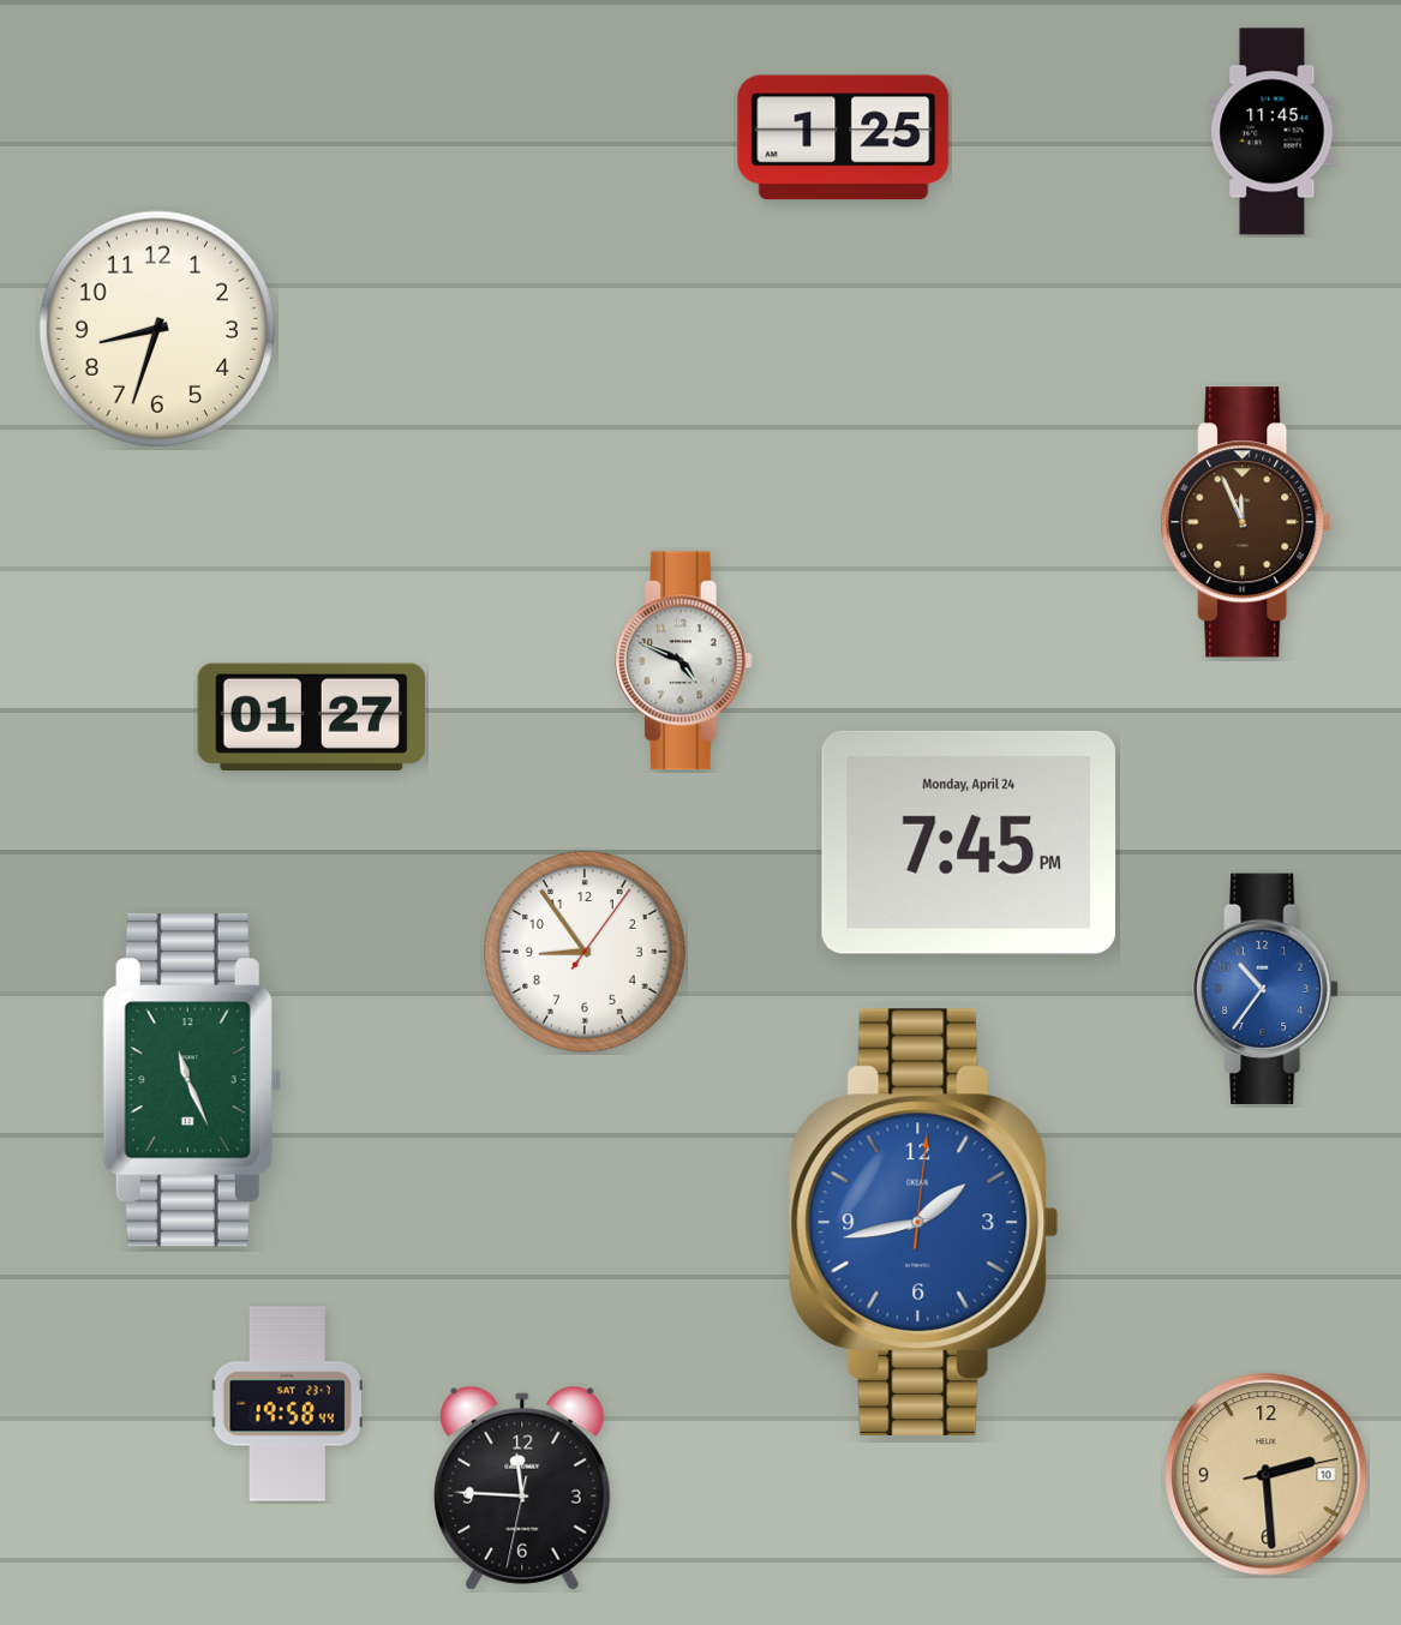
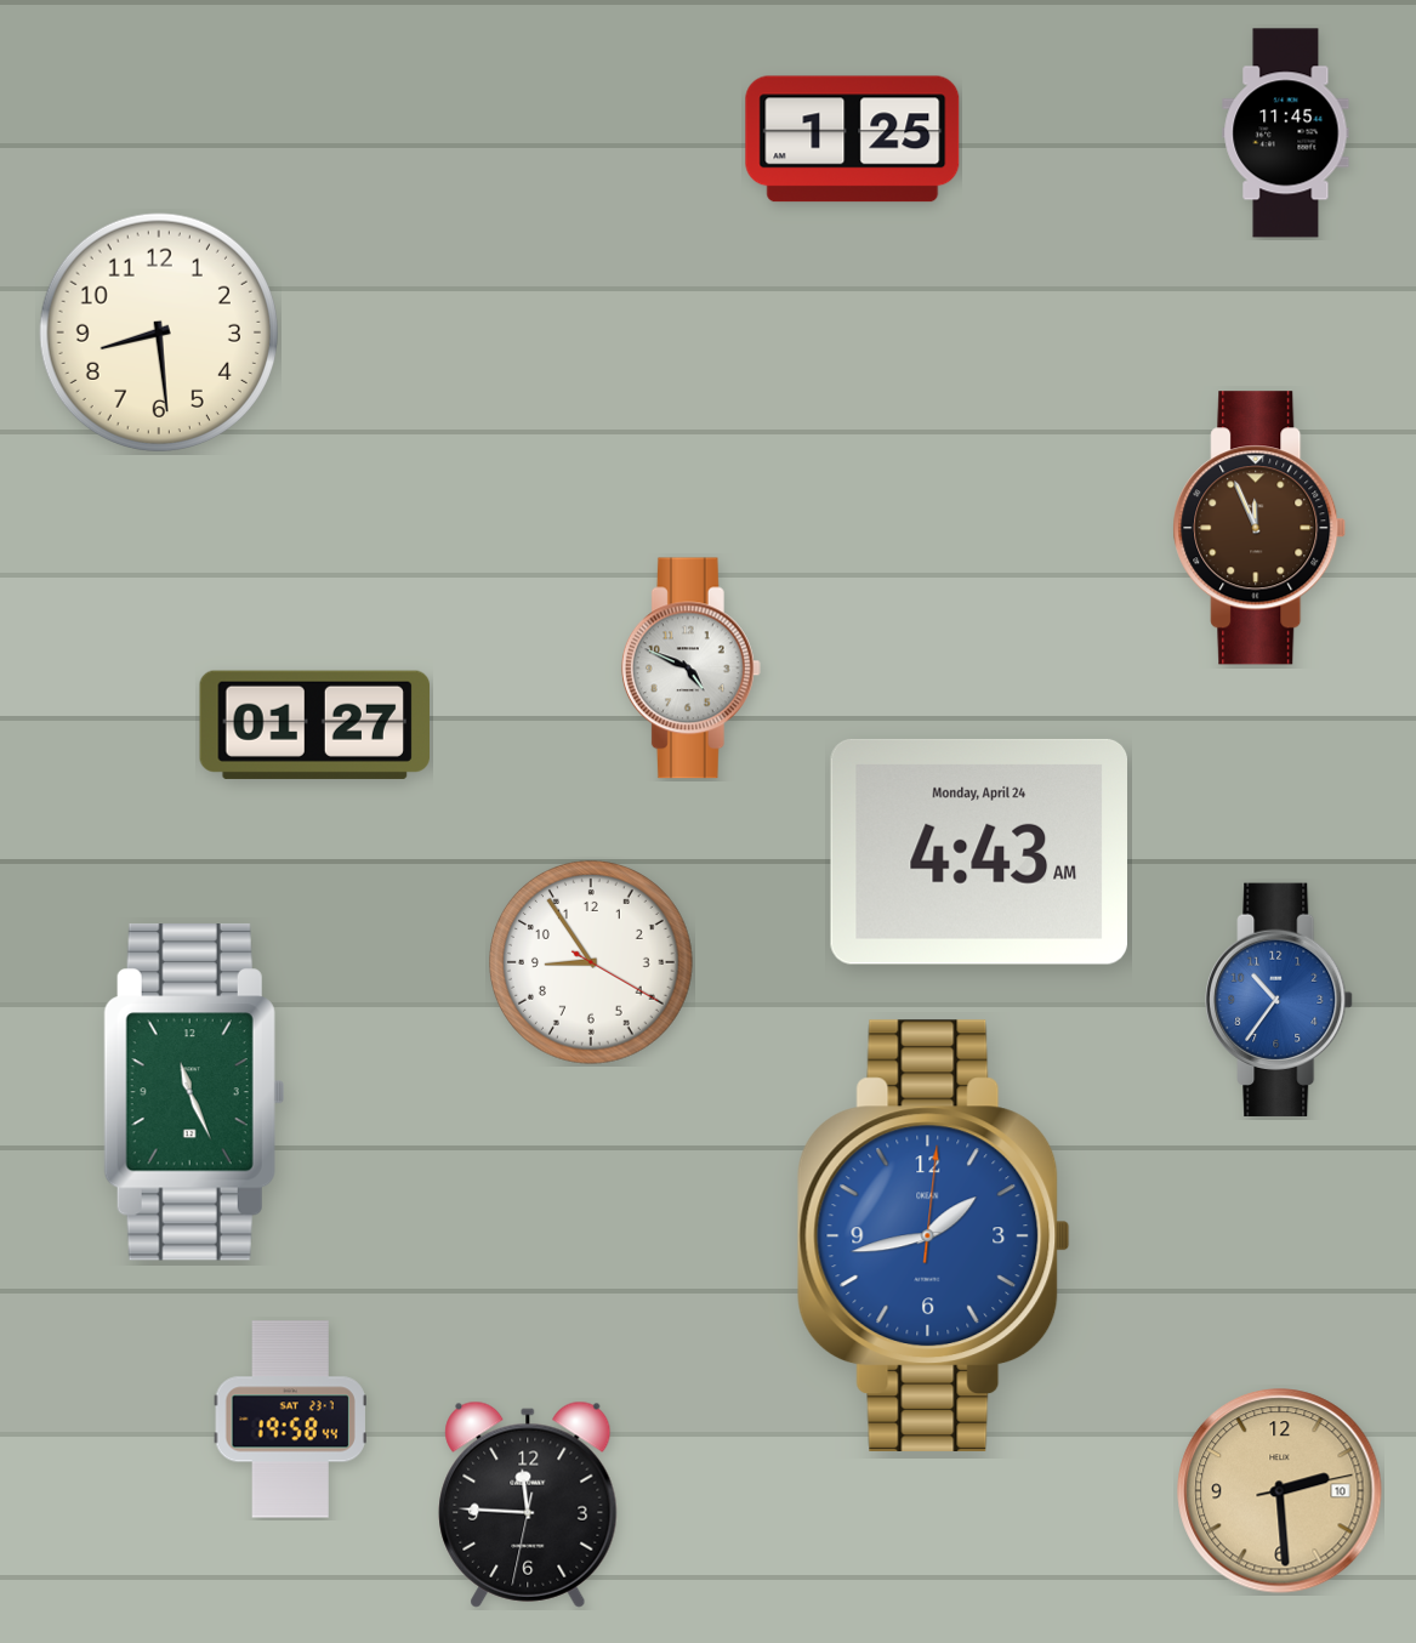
clock at (156, 328): 8:33 -> 8:29
clock at (969, 843): 7:45 -> 4:43
clock at (586, 953): 8:54:06 -> 8:54:20
